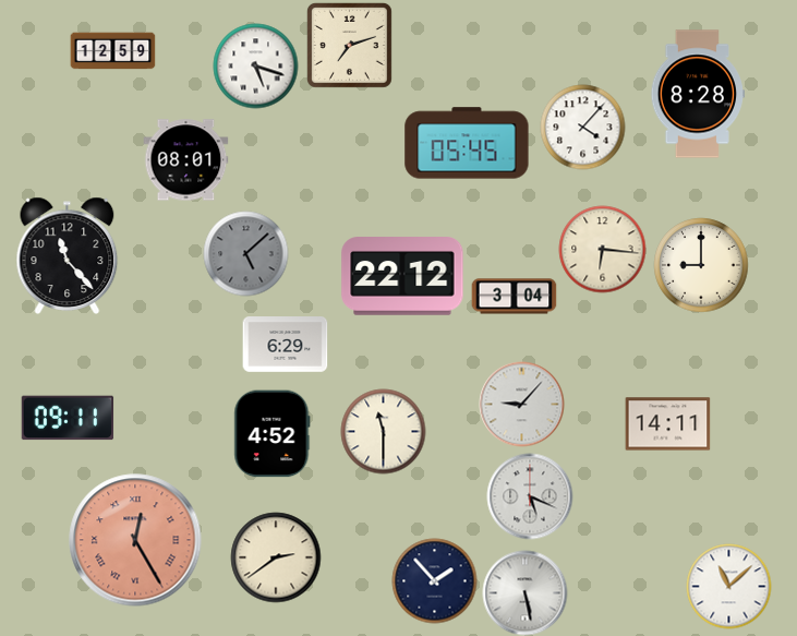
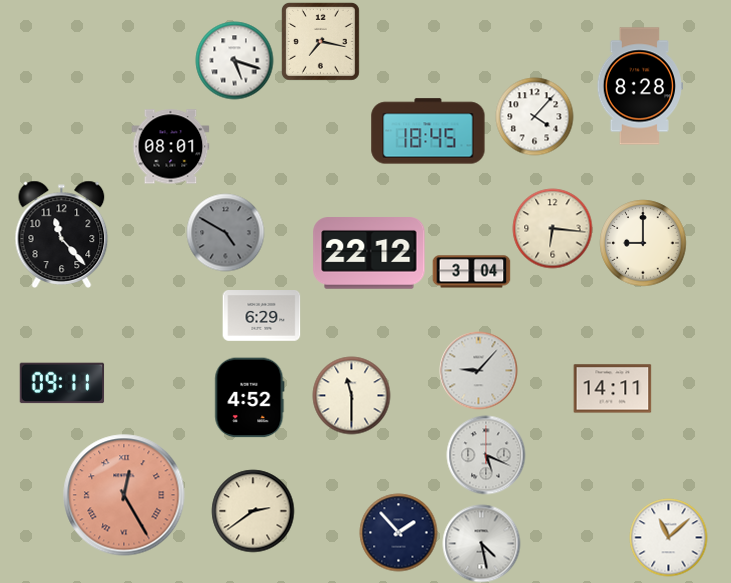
clock at (349, 45): 7:12 -> 7:17
clock at (112, 51): 12:59 -> none
clock at (467, 143): 05:45 -> 18:45
clock at (245, 253): 5:08 -> 4:50
clock at (524, 592): 5:28 -> 4:28
